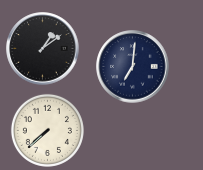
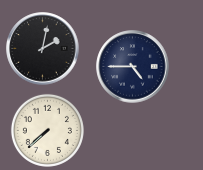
clock at (43, 49): 1:09 -> 2:02
clock at (133, 67): 7:01 -> 4:45
